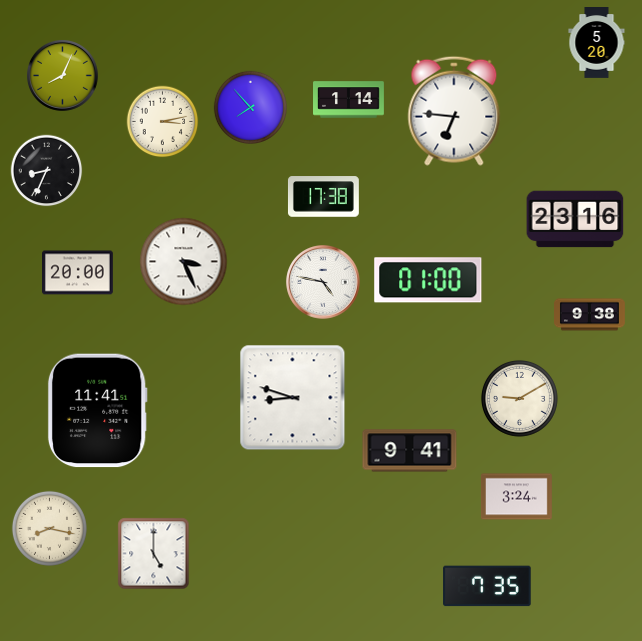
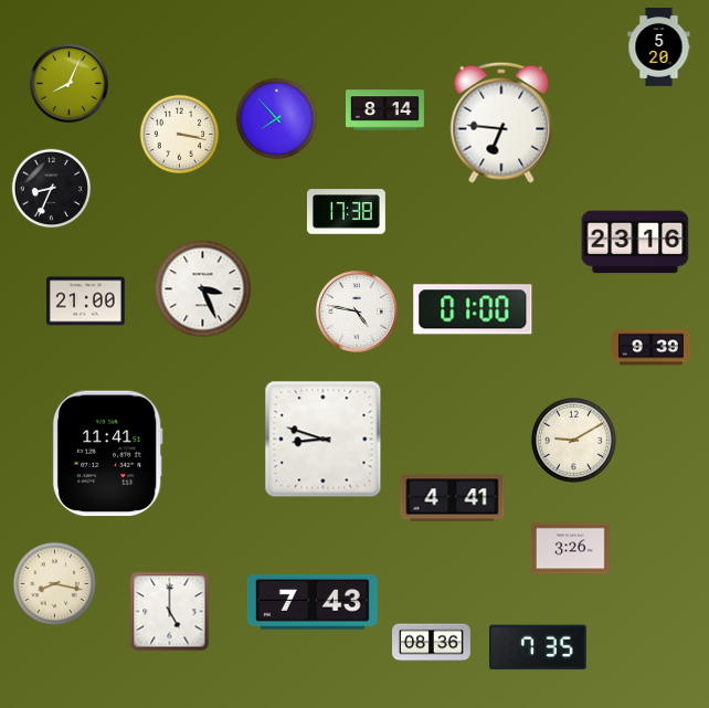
clock at (349, 100): 1:14 -> 8:14
clock at (163, 122): 3:13 -> 3:17
clock at (323, 197) position: (323, 197) -> (346, 212)
clock at (78, 273): 20:00 -> 21:00
clock at (590, 315): 9:38 -> 9:39
clock at (410, 451): 9:41 -> 4:41
clock at (516, 497): 3:24 -> 3:26
clock at (313, 602): none -> 7:43
clock at (432, 643): none -> 08:36
